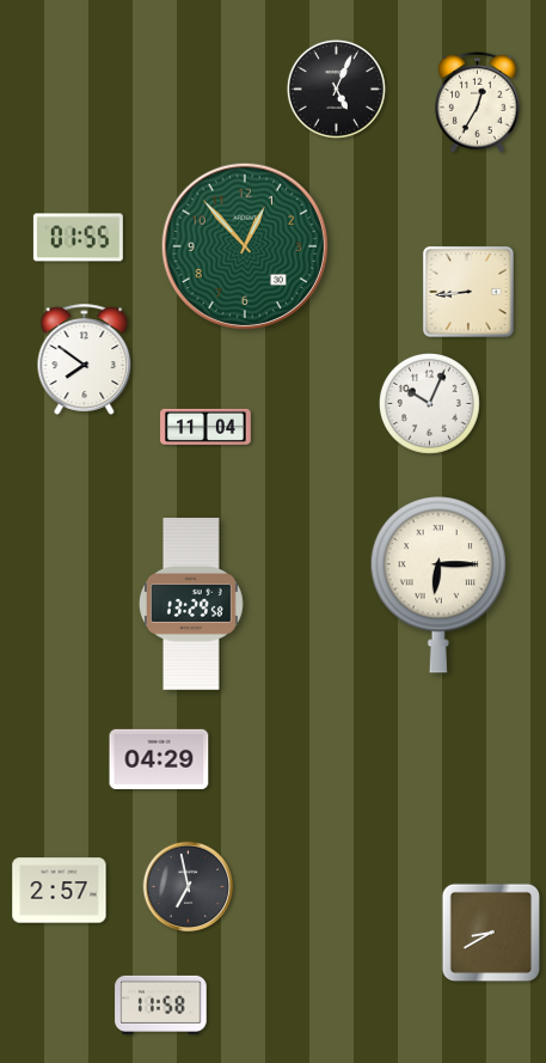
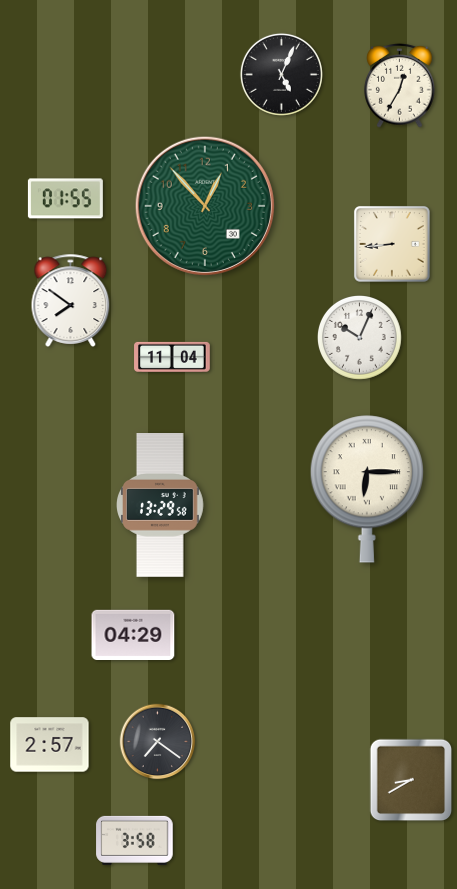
clock at (189, 887): 6:58 -> 7:21
clock at (161, 1004): 11:58 -> 3:58
